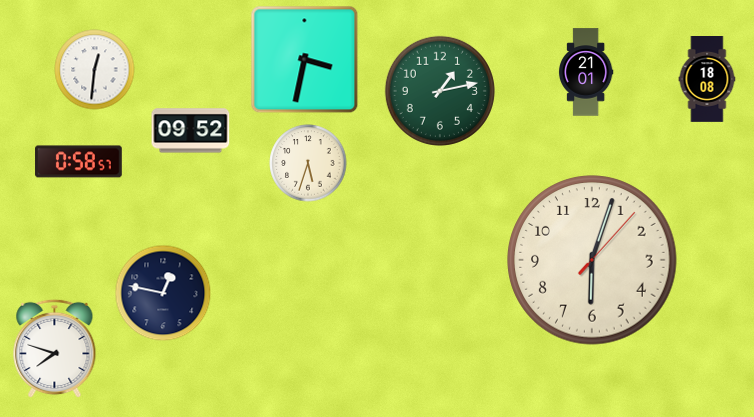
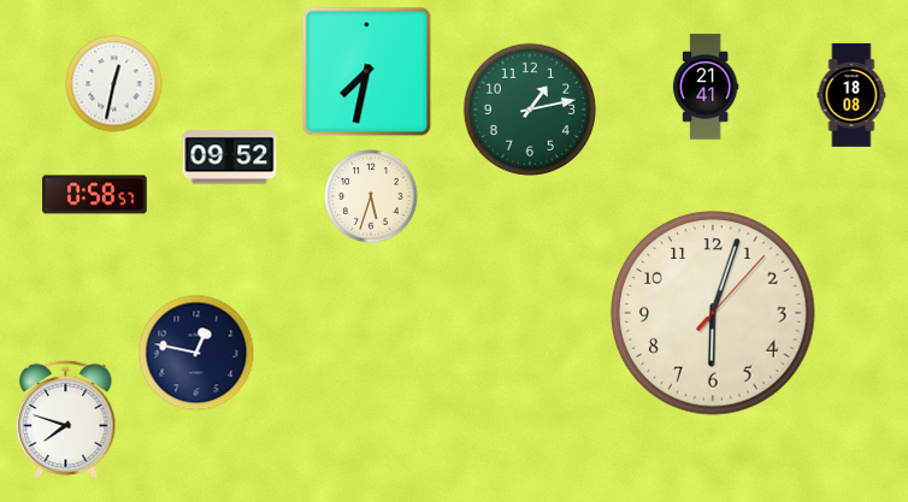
clock at (305, 60): 3:32 -> 7:32
clock at (95, 70): 12:31 -> 12:32
clock at (586, 72): 21:01 -> 21:41
